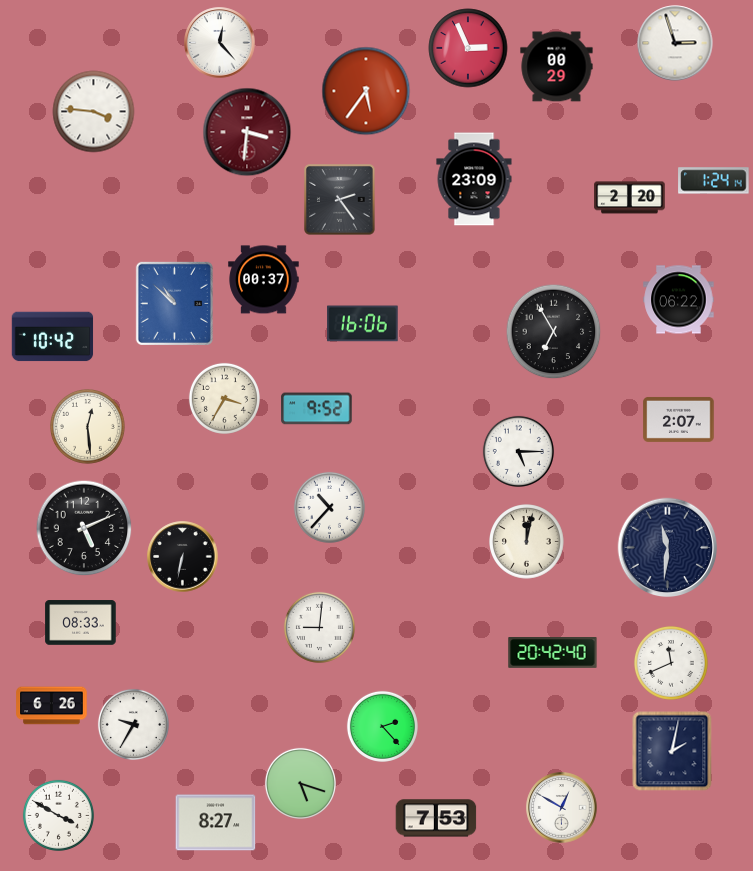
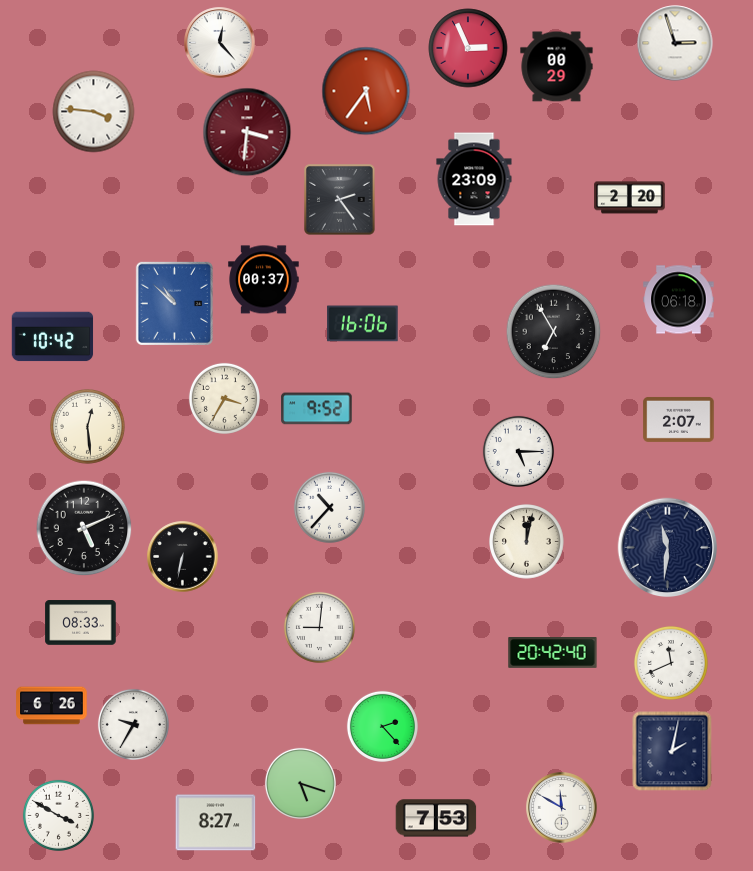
clock at (714, 181): 1:24 -> none
clock at (679, 300): 06:22 -> 06:18
clock at (562, 808): 12:50 -> 11:50
